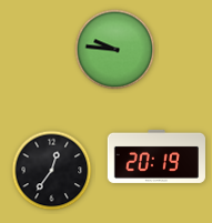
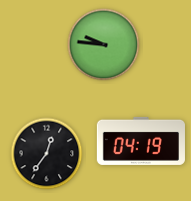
clock at (157, 156): 20:19 -> 04:19
